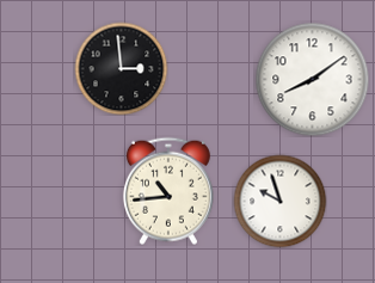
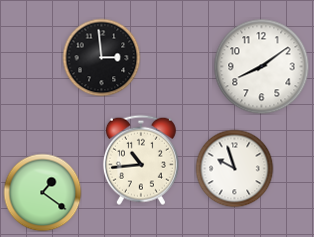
clock at (42, 192): none -> 1:21
